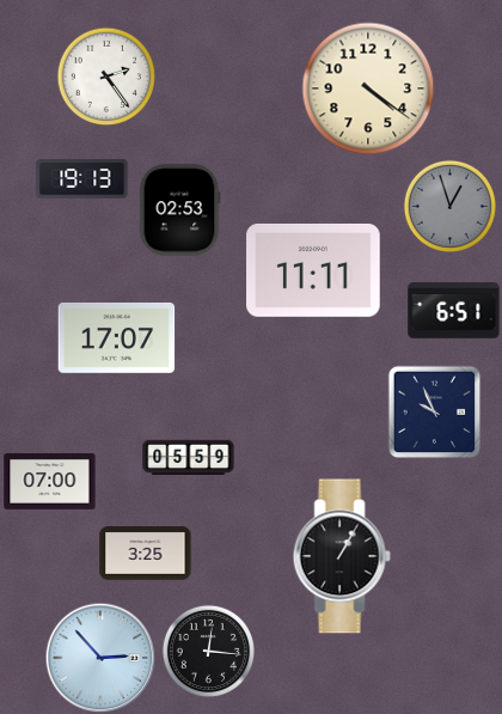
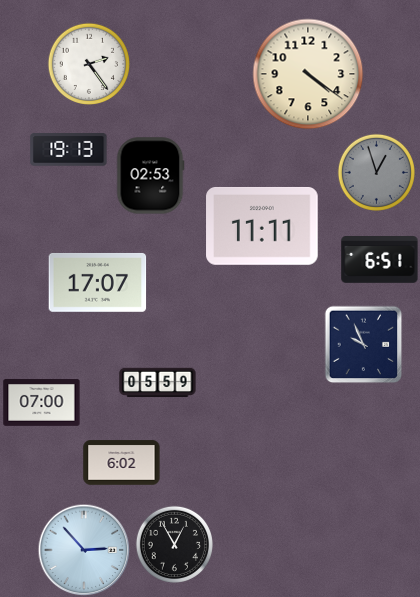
clock at (146, 554): 3:25 -> 6:02
clock at (342, 556): 1:05 -> none
clock at (208, 651): 12:16 -> 12:55
